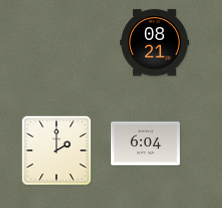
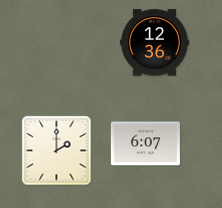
clock at (154, 43): 08:21 -> 12:36
clock at (145, 144): 6:04 -> 6:07
